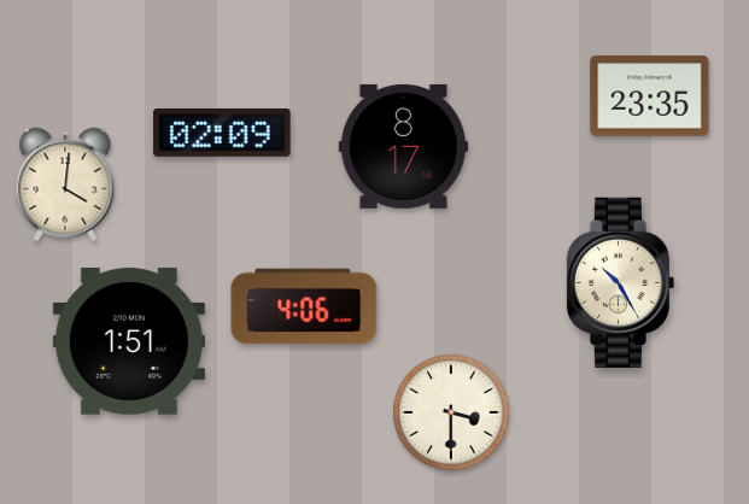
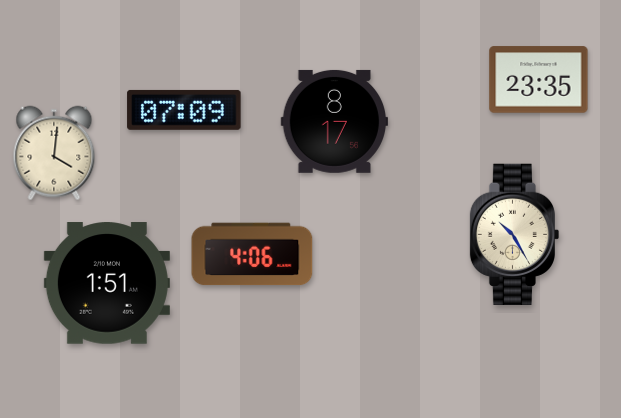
clock at (222, 133): 02:09 -> 07:09
clock at (451, 412): 3:30 -> none
